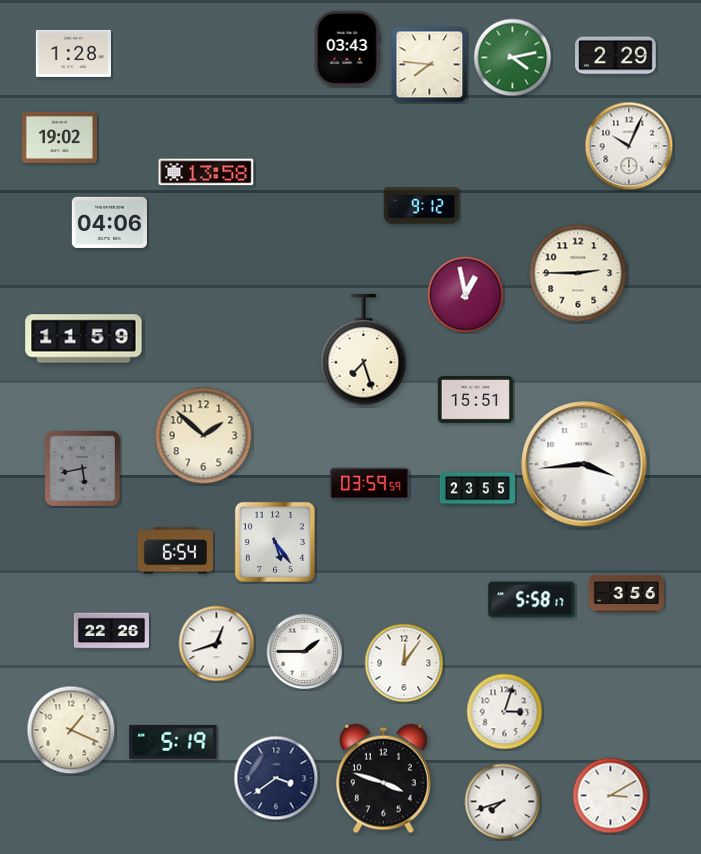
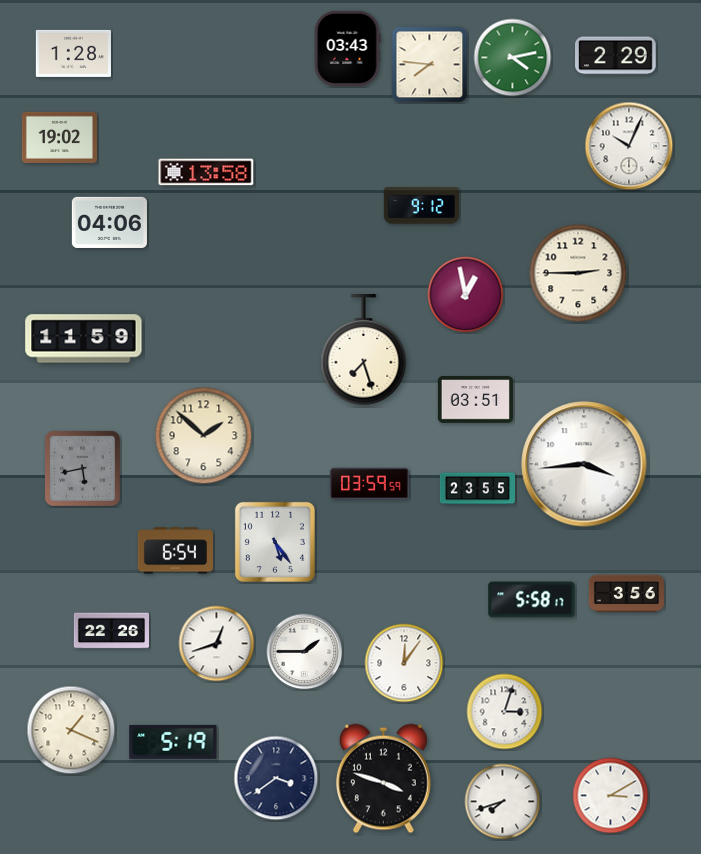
clock at (475, 400): 15:51 -> 03:51
